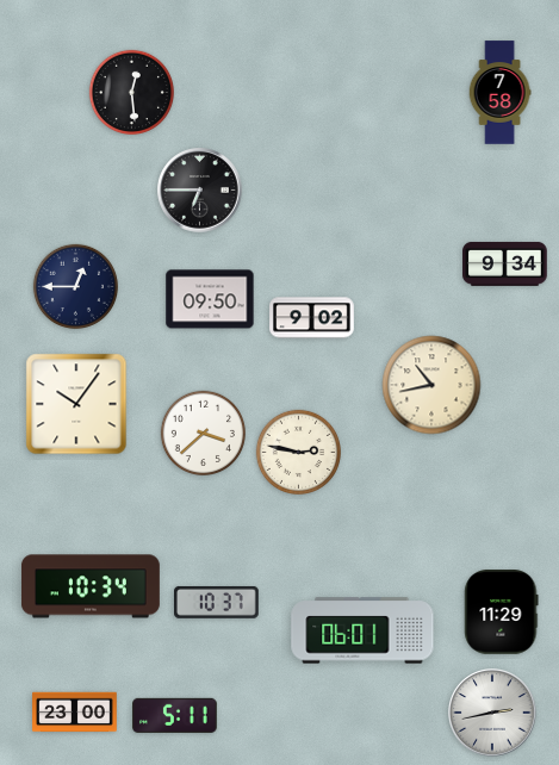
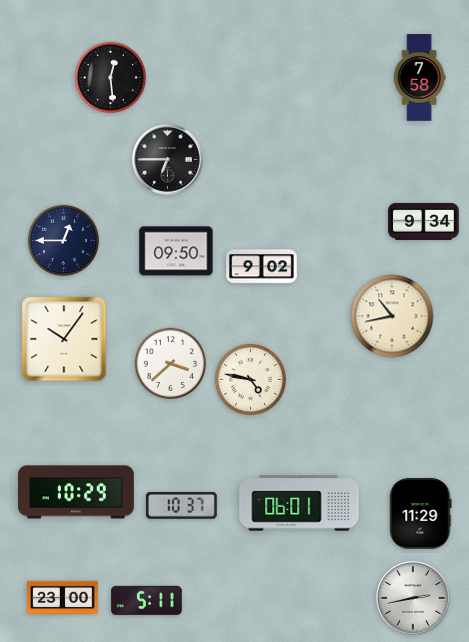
clock at (431, 385) position: (431, 385) -> (392, 316)
clock at (298, 452): 2:47 -> 4:47
clock at (91, 586): 10:34 -> 10:29
clock at (362, 630) position: (362, 630) -> (299, 503)
